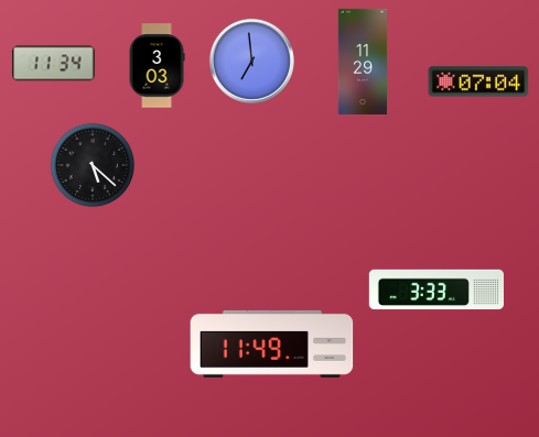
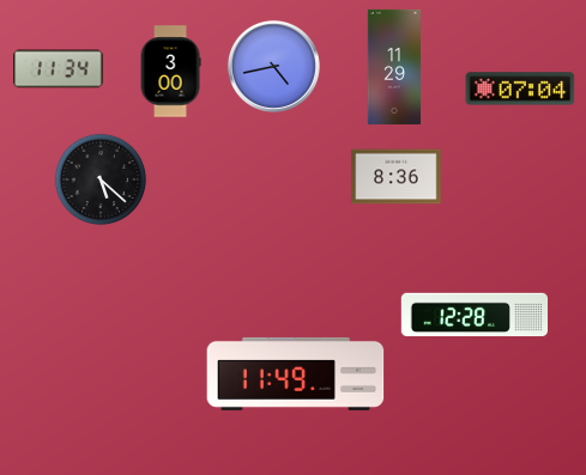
clock at (251, 61): 6:59 -> 4:43
clock at (157, 66): 3:03 -> 3:00
clock at (397, 177): none -> 8:36
clock at (436, 289): 3:33 -> 12:28
